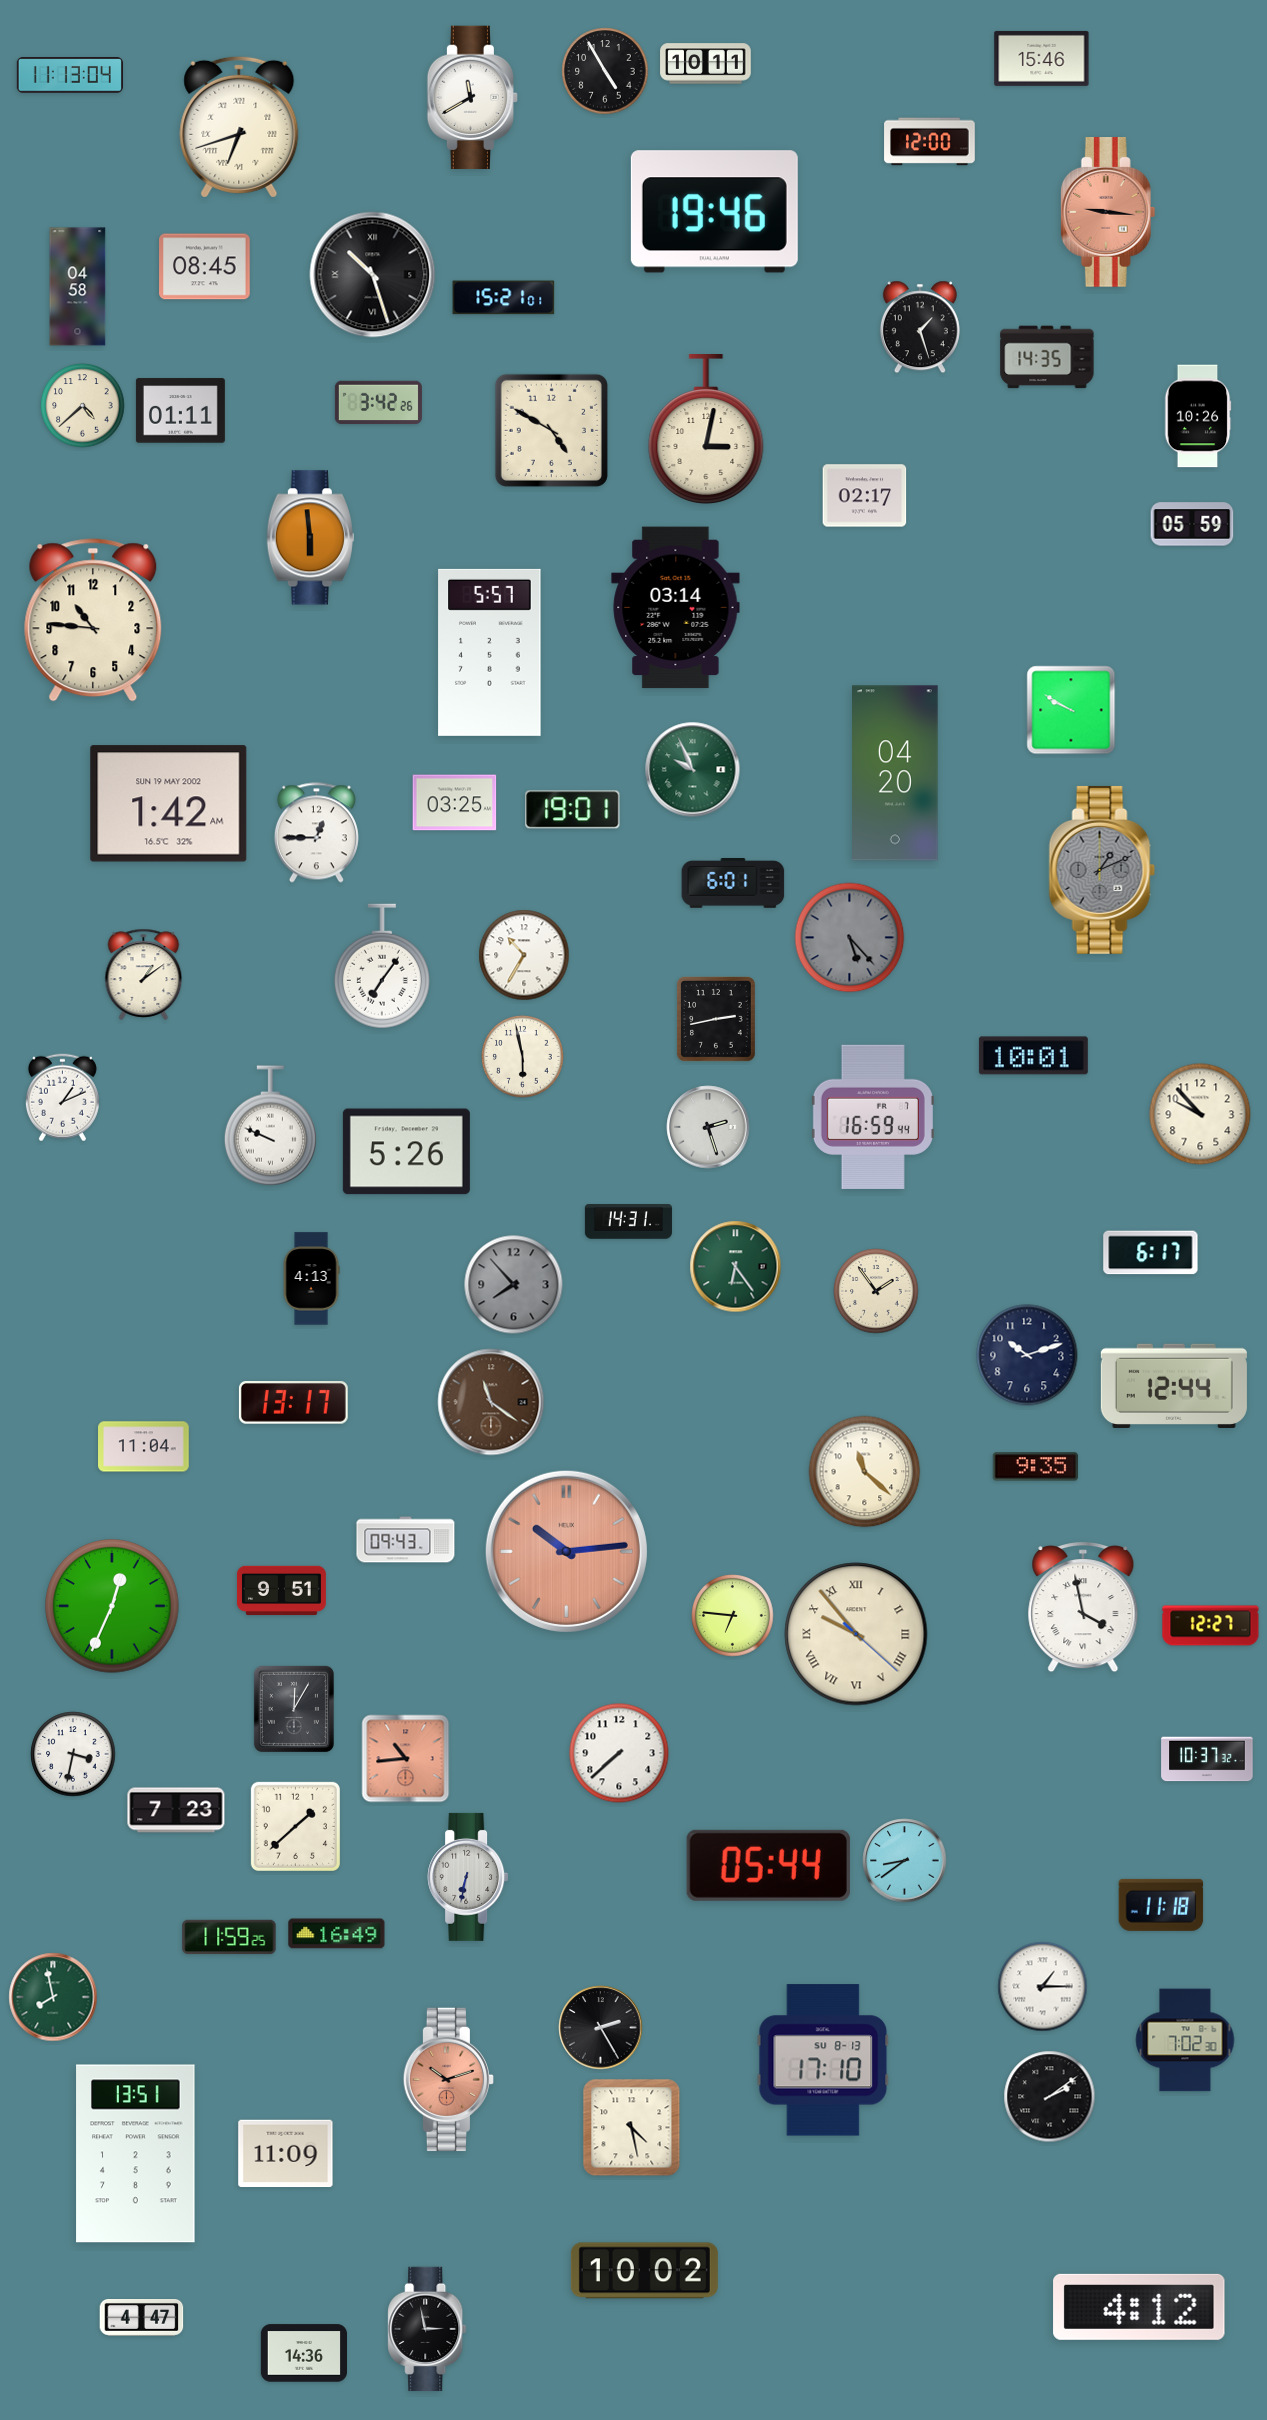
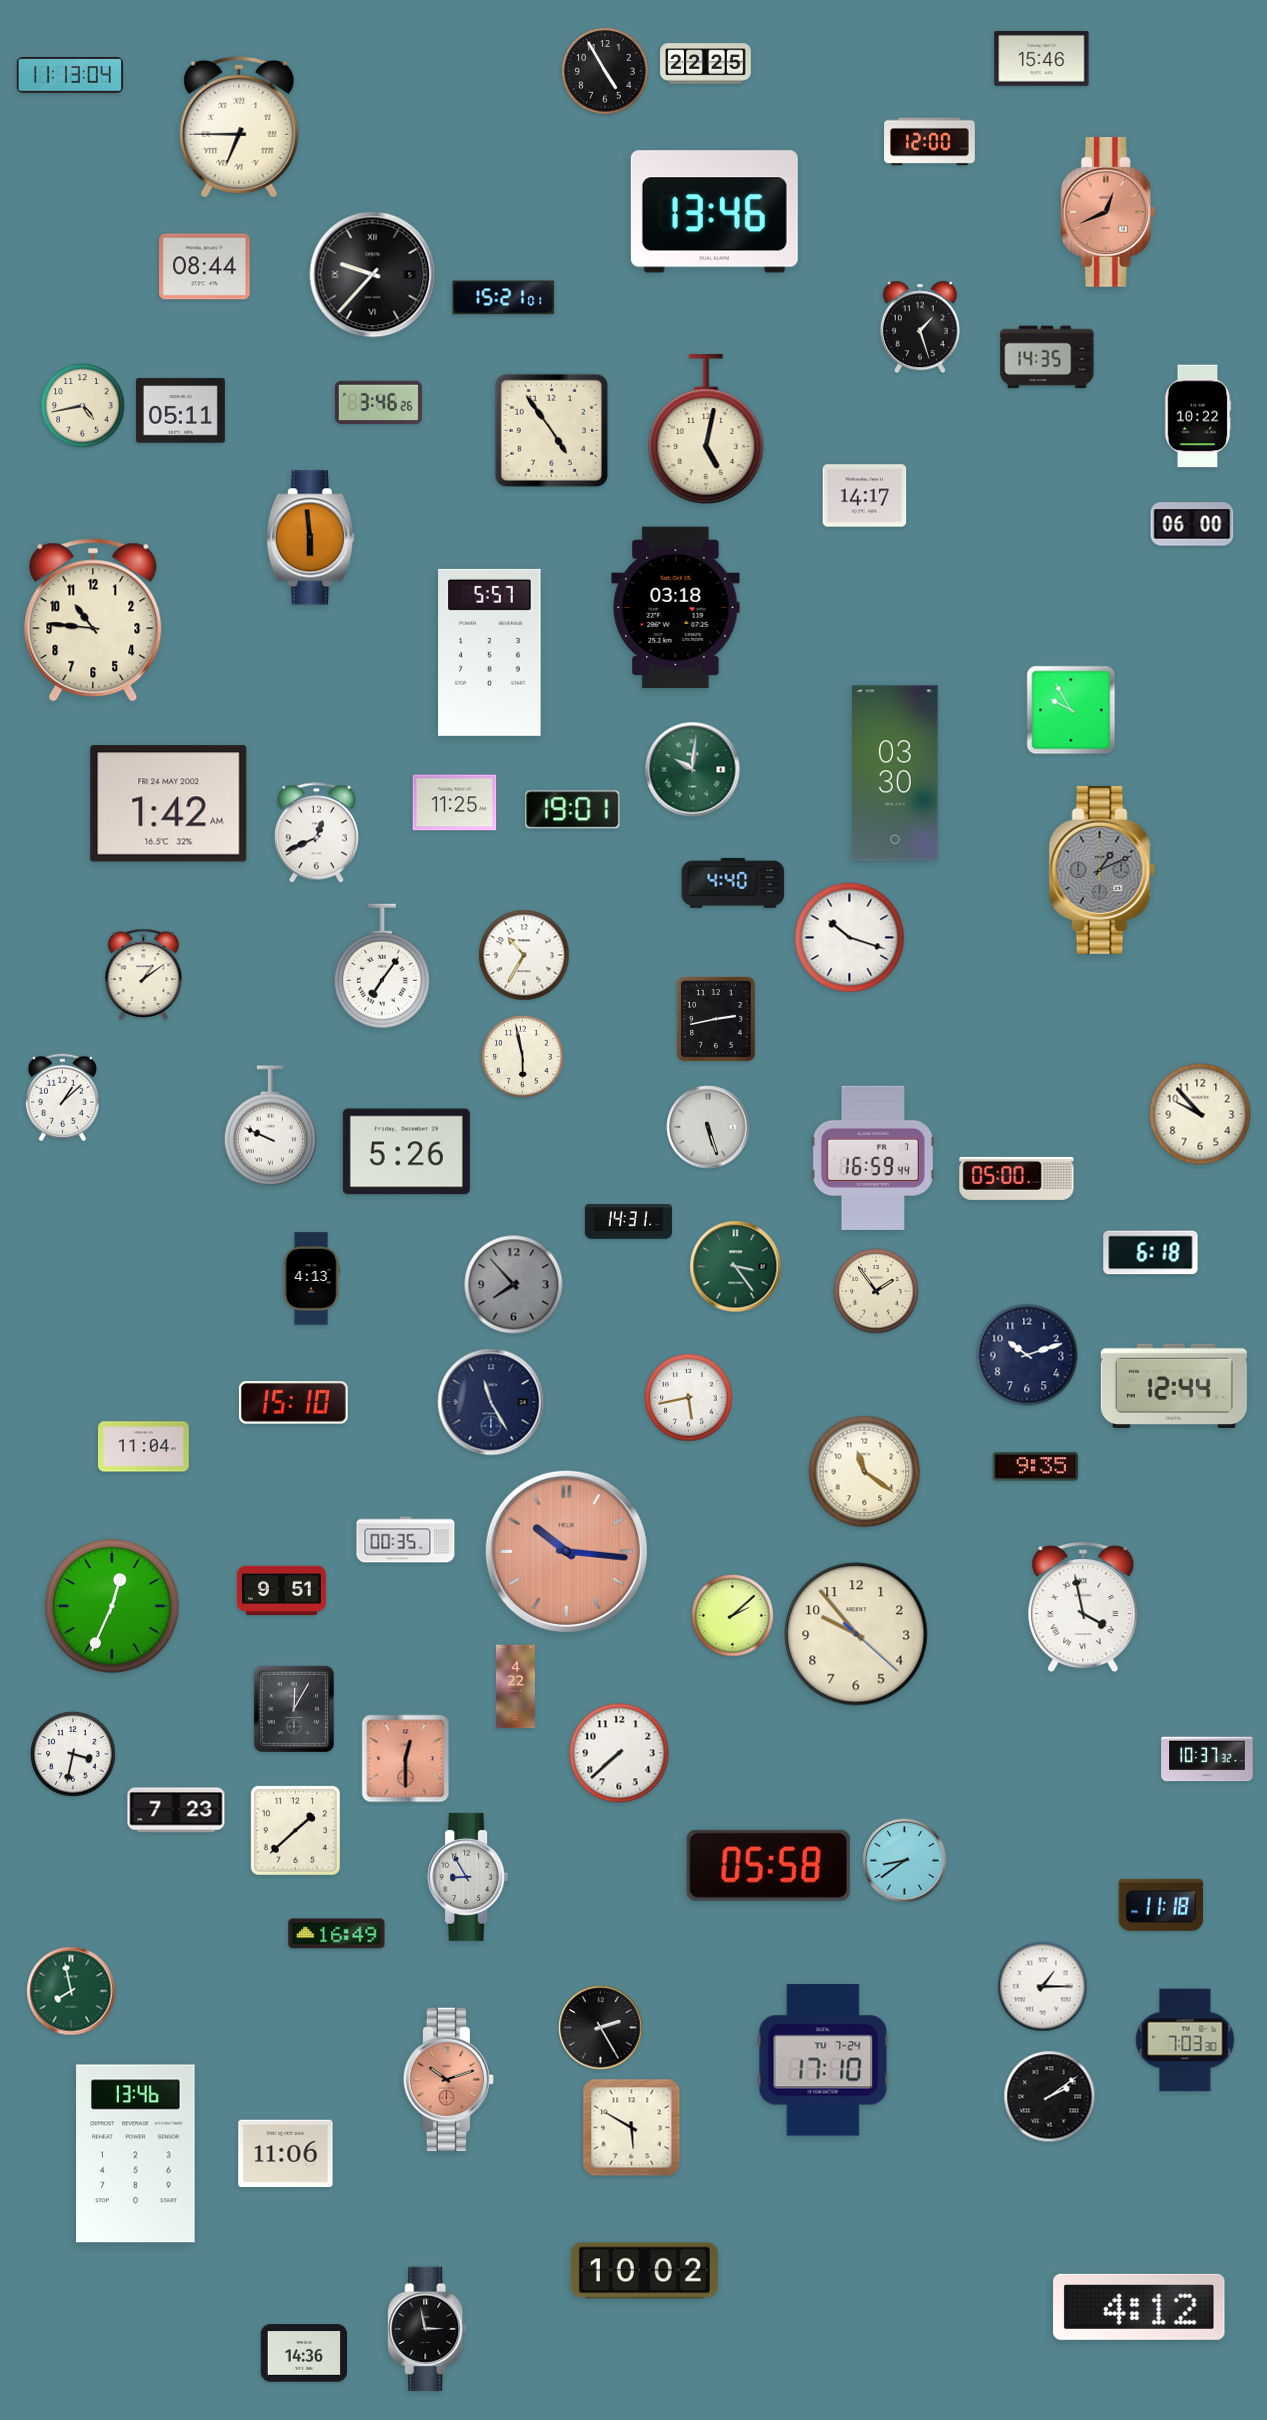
clock at (706, 64): 10:11 -> 22:25
clock at (472, 98): 11:40 -> none
clock at (239, 127): 6:42 -> 6:45
clock at (714, 212): 19:46 -> 13:46
clock at (1108, 213): 9:16 -> 12:41
clock at (205, 267): 08:45 -> 08:44
clock at (373, 275): 10:27 -> 9:37
clock at (78, 287): 04:58 -> none
clock at (378, 403): 3:42 -> 3:46
clock at (83, 406): 4:38 -> 4:43
clock at (180, 411): 01:11 -> 05:11
clock at (1198, 416): 10:26 -> 10:22
clock at (706, 429): 3:02 -> 5:02
clock at (551, 430): 4:50 -> 4:54
clock at (865, 496): 02:17 -> 14:17
clock at (1192, 524): 05:59 -> 06:00
clock at (676, 608): 03:14 -> 03:18
clock at (1071, 710): 9:50 -> 9:55
clock at (693, 770): 9:56 -> 10:01
clock at (895, 773): 04:20 -> 03:30
clock at (455, 803): 03:25 -> 11:25
clock at (169, 804) date: SUN 19 MAY 2002 -> FRI 24 MAY 2002
clock at (316, 833): 12:45 -> 12:41
clock at (733, 884): 6:01 -> 4:40
clock at (850, 938): 5:23 -> 10:18
clock at (850, 938) dial: grey -> white
clock at (1033, 1056): 10:01 -> none
clock at (62, 1098): 1:11 -> 1:08
clock at (873, 1117) position: (873, 1117) -> (873, 1158)
clock at (708, 1127): 2:27 -> 5:27
clock at (1017, 1178): none -> 05:00
clock at (1151, 1253): 6:17 -> 6:18
clock at (736, 1267): 6:24 -> 3:24
clock at (689, 1398): none -> 5:43
clock at (491, 1402): 11:21 -> 11:25
clock at (491, 1402) dial: brown -> navy
clock at (293, 1403): 13:17 -> 15:10
clock at (865, 1472): 11:22 -> 11:21
clock at (406, 1540): 09:43 -> 00:35
clock at (566, 1551): 10:14 -> 10:16
clock at (733, 1616): 6:46 -> 2:08
clock at (1211, 1626): 12:27 -> none
clock at (856, 1634) numerals: Roman -> Arabic
clock at (515, 1687): none -> 4:22
clock at (406, 1759): 10:44 -> 12:30
clock at (295, 1826) position: (295, 1826) -> (295, 1830)
clock at (768, 1865): 05:44 -> 05:58
clock at (468, 1877): 6:32 -> 8:55
clock at (229, 1937): 11:59 -> none
clock at (53, 1997) position: (53, 1997) -> (71, 1991)
clock at (1185, 2040): 7:02 -> 7:03
clock at (823, 2060) date: SU 8-13 -> TU 7-24
clock at (632, 2128): 4:28 -> 5:50
clock at (136, 2154): 13:51 -> 13:46
clock at (286, 2154): 11:09 -> 11:06
clock at (142, 2318): 4:47 -> none
